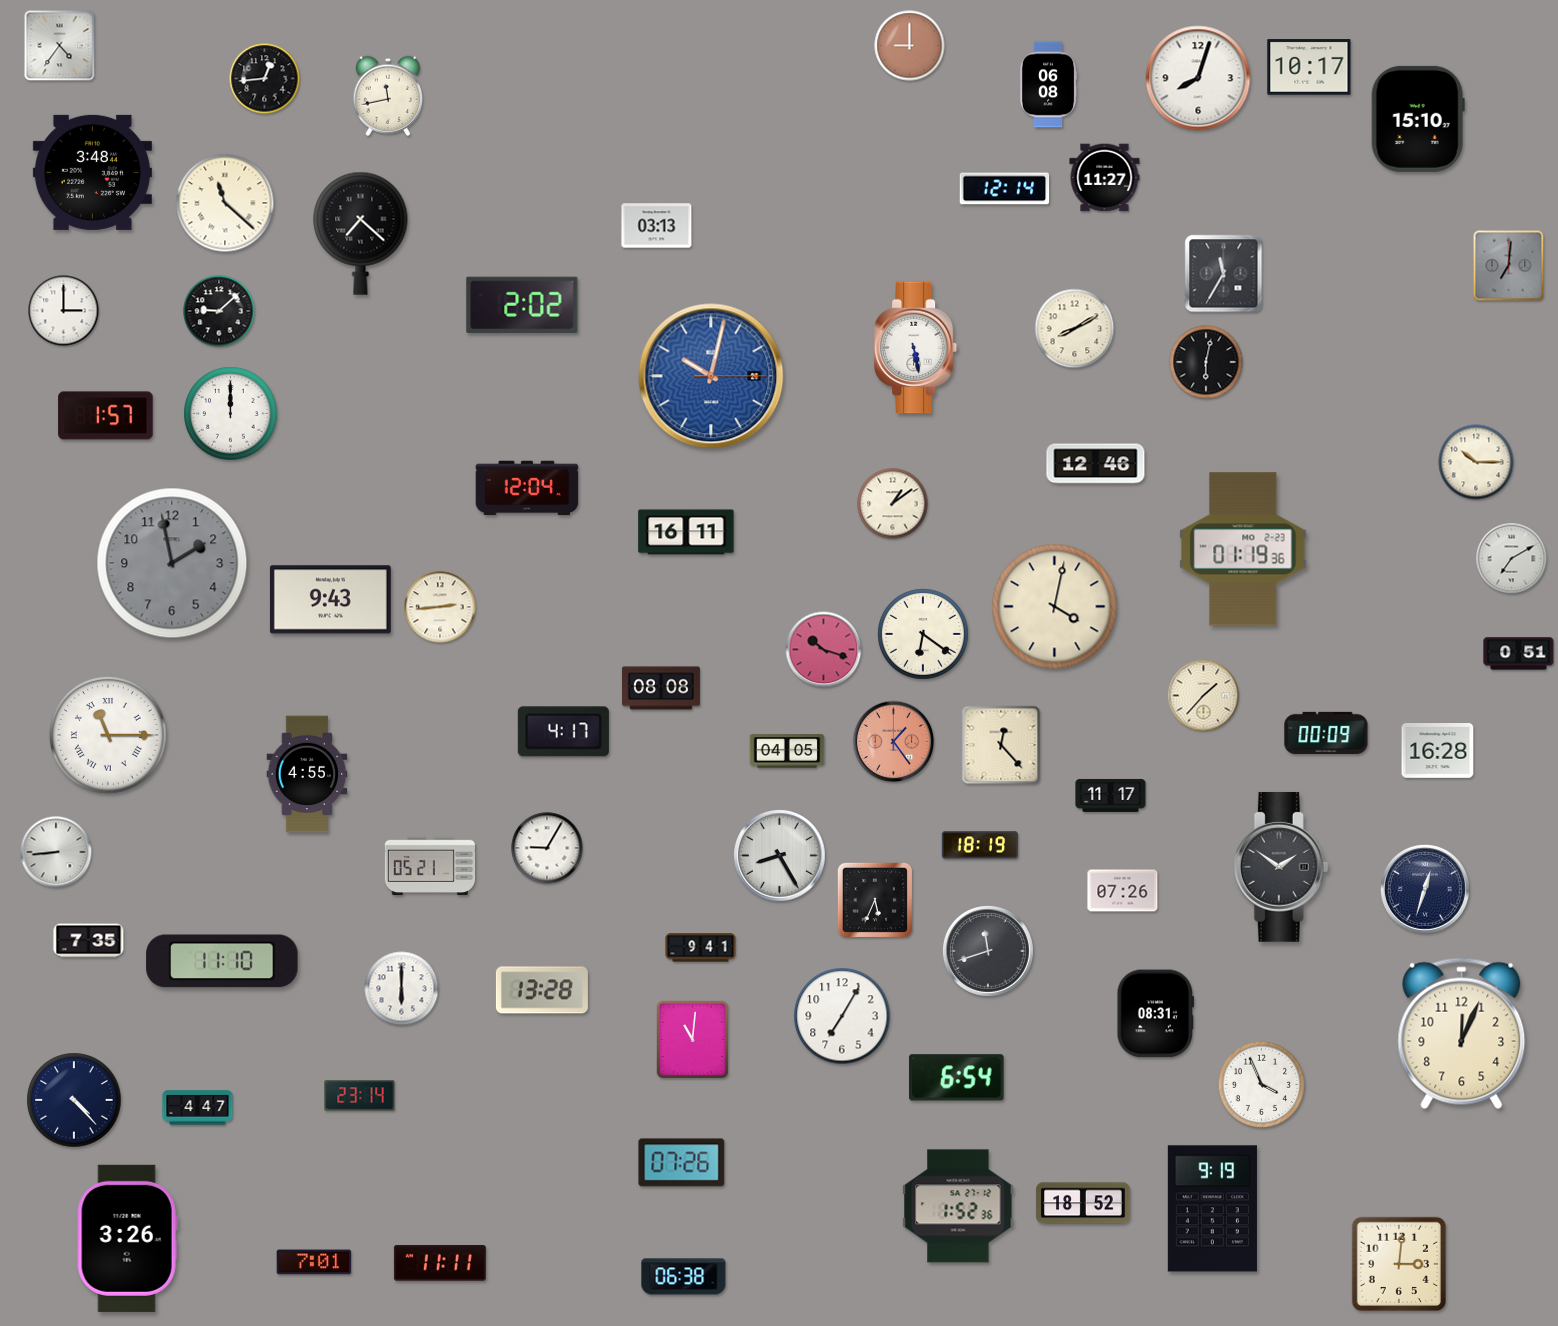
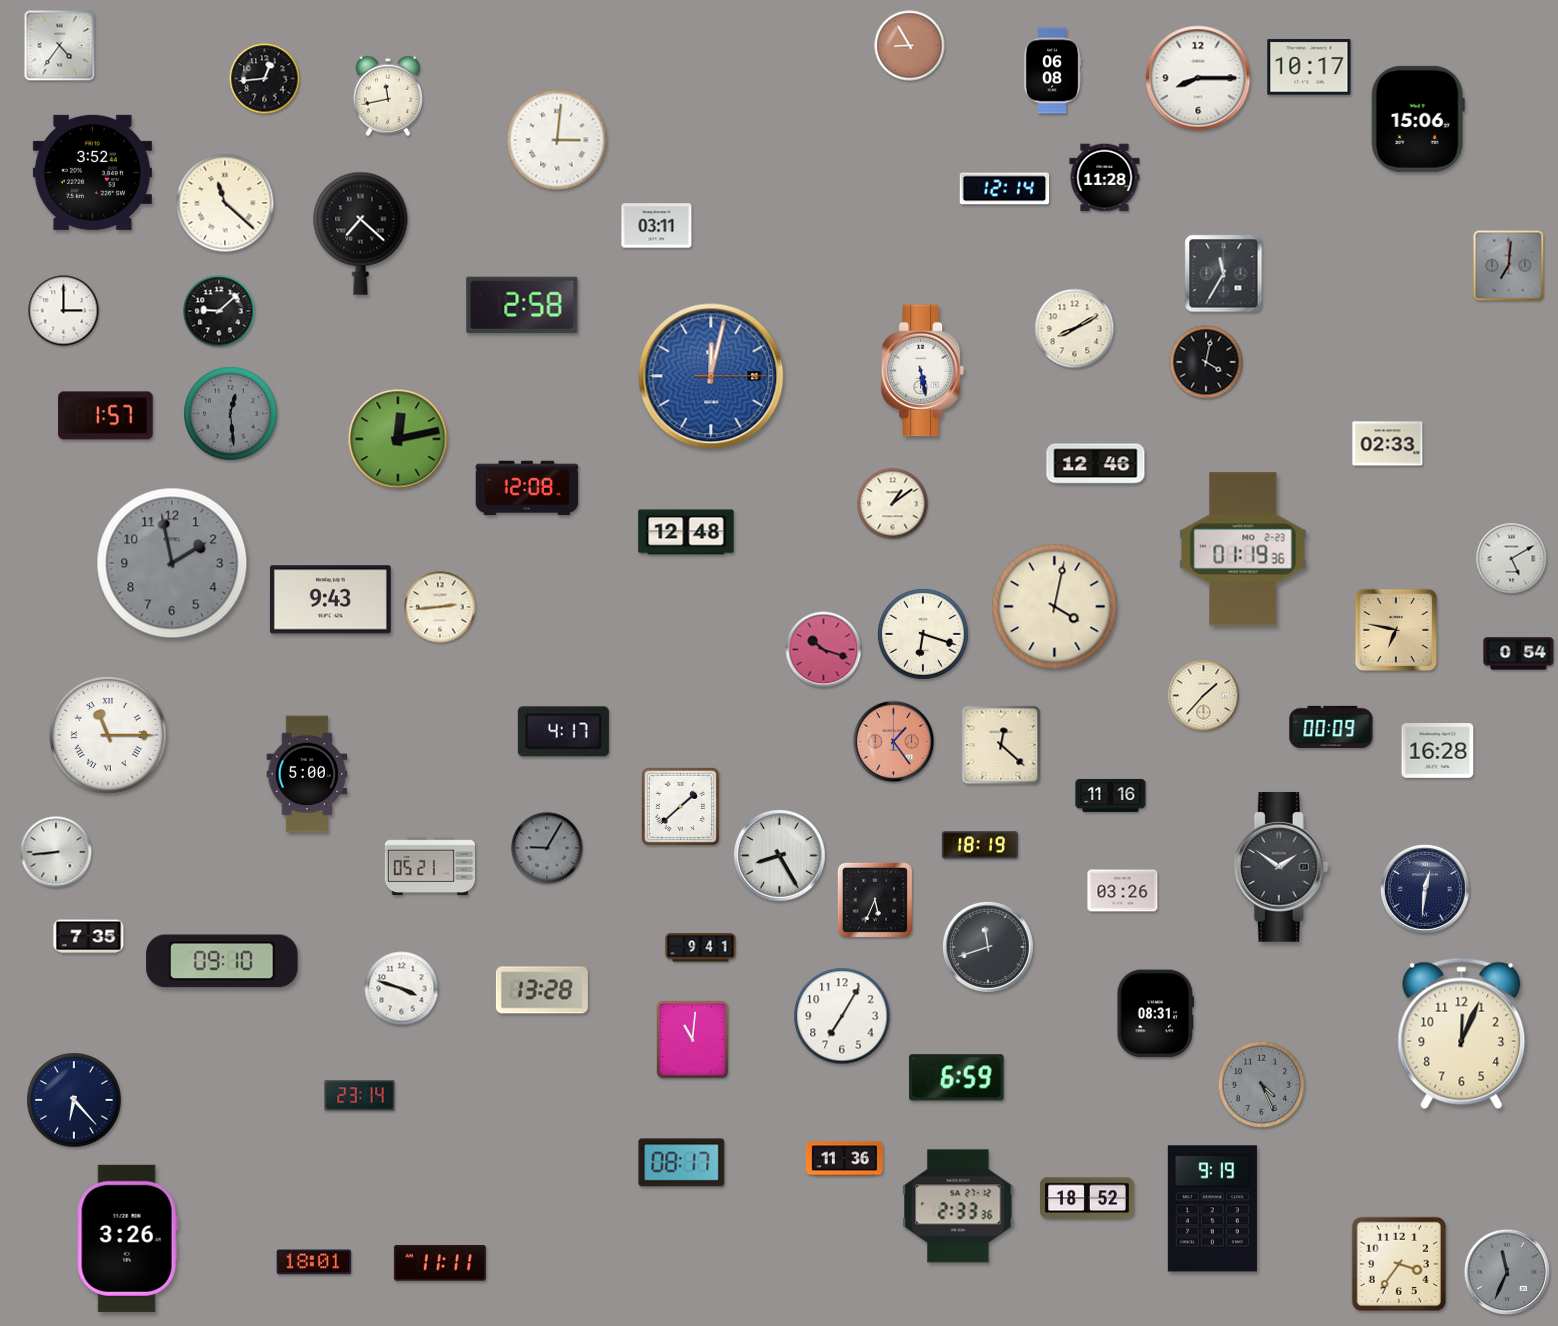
clock at (910, 46): 9:00 -> 8:55
clock at (1198, 78): 8:03 -> 8:15
clock at (1048, 85) position: (1048, 85) -> (1052, 71)
clock at (1418, 119): 15:10 -> 15:06
clock at (557, 140): none -> 3:01
clock at (92, 172): 3:48 -> 3:52
clock at (1105, 178): 11:27 -> 11:28
clock at (657, 226): 03:13 -> 03:11
clock at (522, 305): 2:02 -> 2:58
clock at (916, 348) position: (916, 348) -> (923, 371)
clock at (1206, 362): 6:02 -> 4:02
clock at (711, 376): 10:02 -> 12:02
clock at (231, 414): 12:00 -> 12:29
clock at (231, 414) dial: white -> grey
clock at (398, 439): none -> 12:13
clock at (1388, 444): none -> 02:33
clock at (1476, 462): 10:15 -> none
clock at (527, 488): 12:04 -> 12:08
clock at (686, 532): 16:11 -> 12:48
clock at (1512, 559): 7:10 -> 5:10
clock at (1395, 629): none -> 6:47
clock at (924, 635): 6:21 -> 6:18
clock at (1519, 654): 0:51 -> 0:54
clock at (661, 688): 08:08 -> none
clock at (1326, 733) position: (1326, 733) -> (1331, 727)
clock at (1001, 745): 12:23 -> 12:22
clock at (787, 751): 04:05 -> none
clock at (307, 774): 4:55 -> 5:00
clock at (1111, 795): 11:17 -> 11:16
clock at (680, 806): none -> 1:38
clock at (547, 848) dial: white -> grey
clock at (1425, 889): 12:33 -> 12:31
clock at (1123, 891): 07:26 -> 03:26
clock at (89, 941) position: (89, 941) -> (89, 937)
clock at (988, 951) position: (988, 951) -> (988, 947)
clock at (222, 961): 11:10 -> 09:10
clock at (402, 989): 6:00 -> 3:48
clock at (957, 1078): 6:54 -> 6:59
clock at (1261, 1084): 3:56 -> 4:26
clock at (1261, 1084) dial: white -> grey
clock at (74, 1100): 4:23 -> 6:23
clock at (198, 1108): 4:47 -> none
clock at (844, 1159): none -> 11:36
clock at (682, 1163): 07:26 -> 08:17
clock at (1083, 1203) position: (1083, 1203) -> (1087, 1198)
clock at (958, 1206): 1:52 -> 2:33
clock at (314, 1262): 7:01 -> 18:01
clock at (1398, 1263): 3:01 -> 3:36
clock at (1507, 1272): none -> 11:34
clock at (684, 1277): 06:38 -> none
